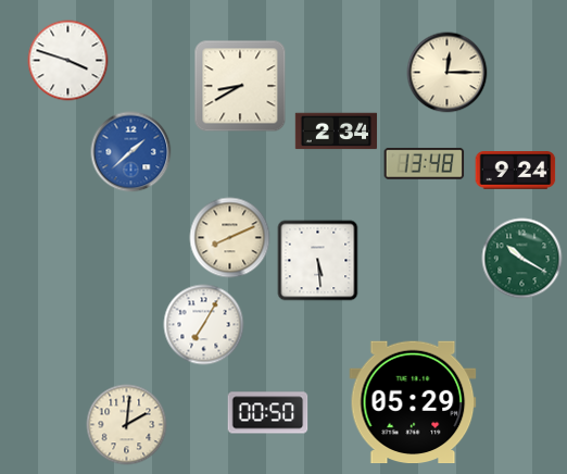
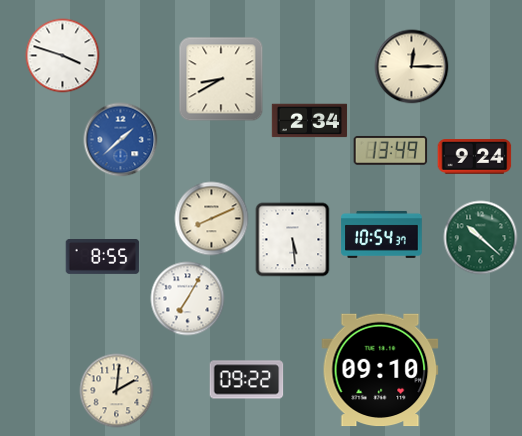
clock at (425, 163): 13:48 -> 13:49
clock at (382, 234): none -> 10:54
clock at (522, 259): 10:20 -> 10:22
clock at (103, 257): none -> 8:55
clock at (413, 402): 05:29 -> 09:10
clock at (268, 413): 00:50 -> 09:22
